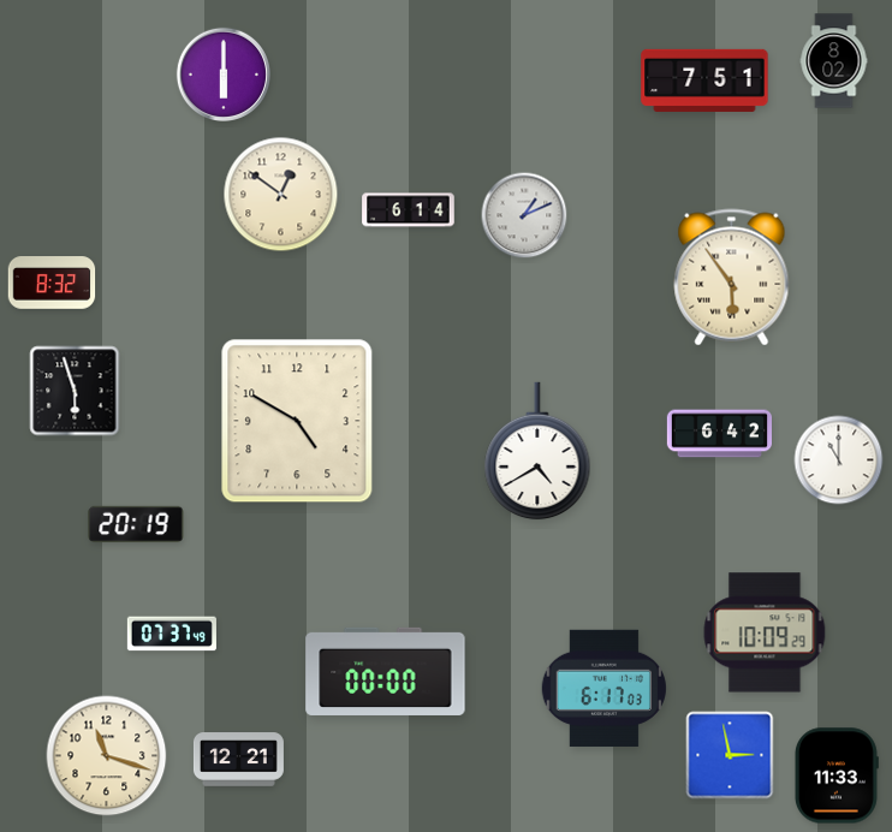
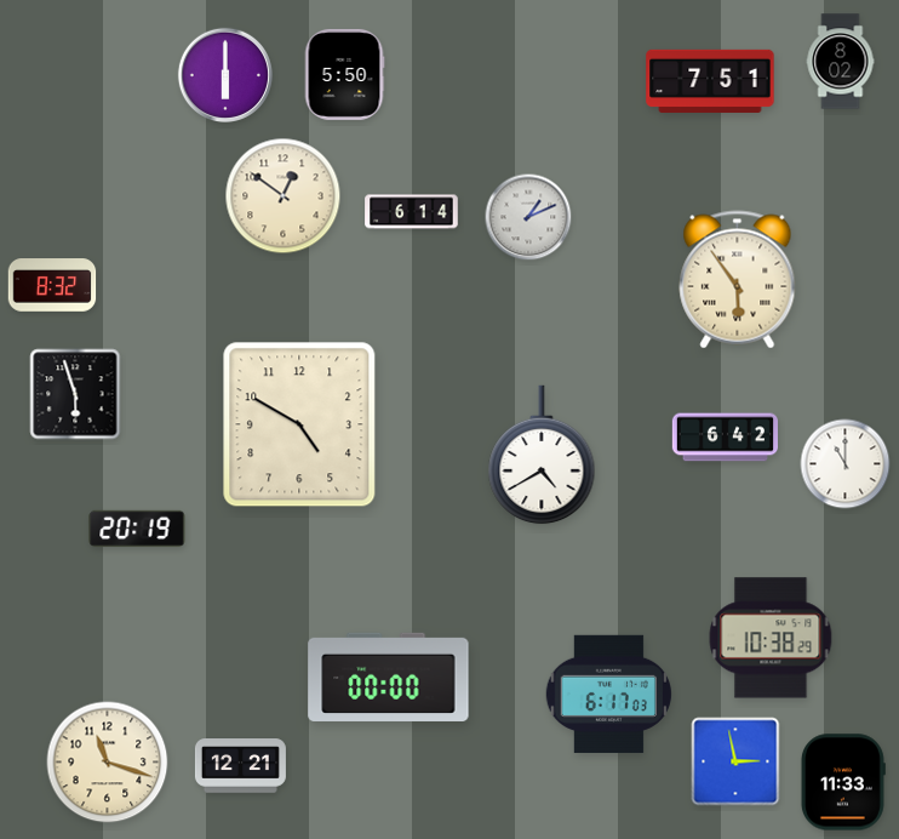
clock at (344, 74): none -> 5:50
clock at (765, 632): 10:09 -> 10:38
clock at (172, 634): 07:37 -> none
